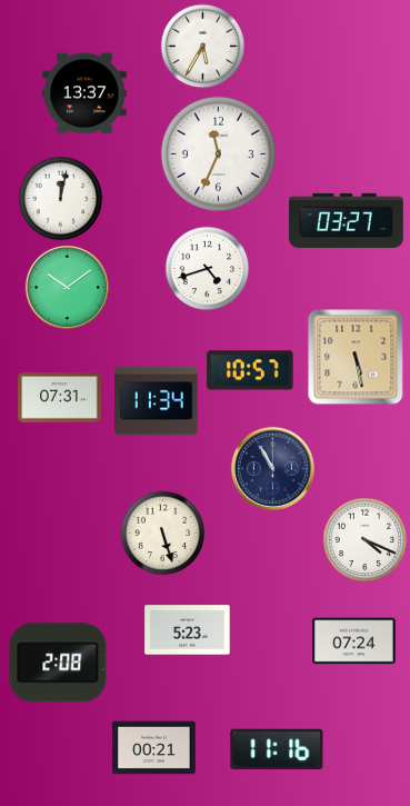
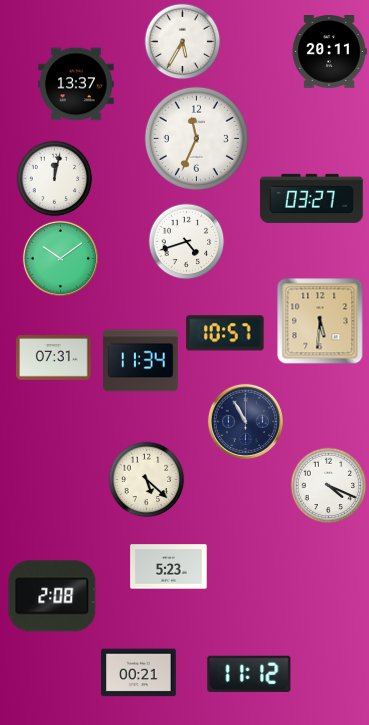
clock at (329, 52): none -> 20:11
clock at (356, 357): 5:28 -> 5:31
clock at (163, 534): 5:27 -> 5:22
clock at (354, 641): 07:24 -> none
clock at (277, 749): 11:16 -> 11:12
